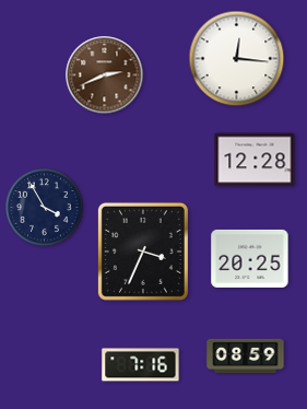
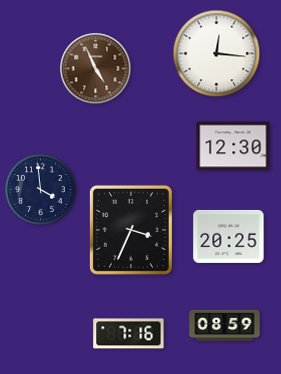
clock at (105, 75): 2:41 -> 4:56
clock at (255, 160): 12:28 -> 12:30
clock at (45, 208): 3:55 -> 3:59
